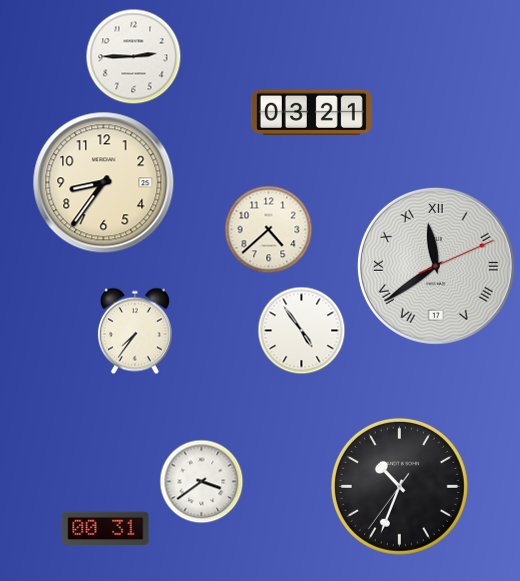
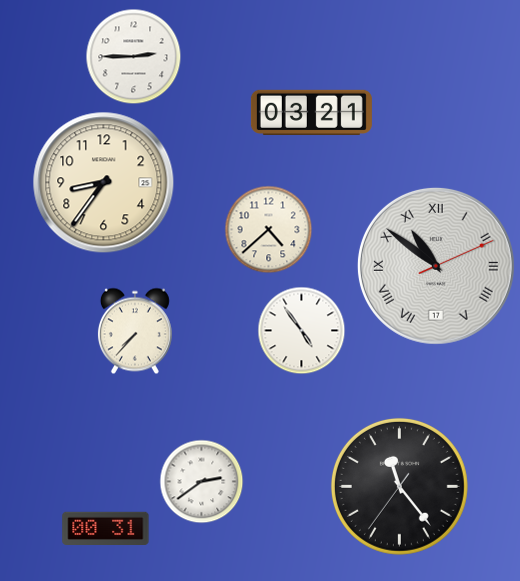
clock at (436, 266): 11:39 -> 10:51
clock at (135, 331): 7:36 -> 7:37
clock at (201, 481): 3:39 -> 2:39
clock at (399, 486): 10:33 -> 11:23
